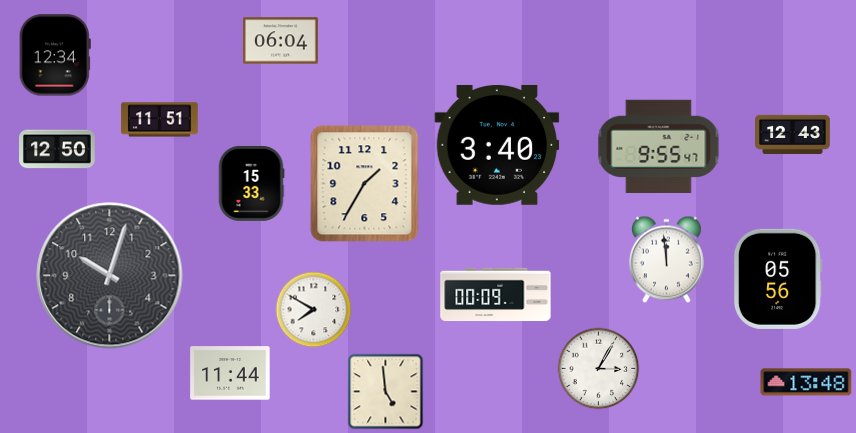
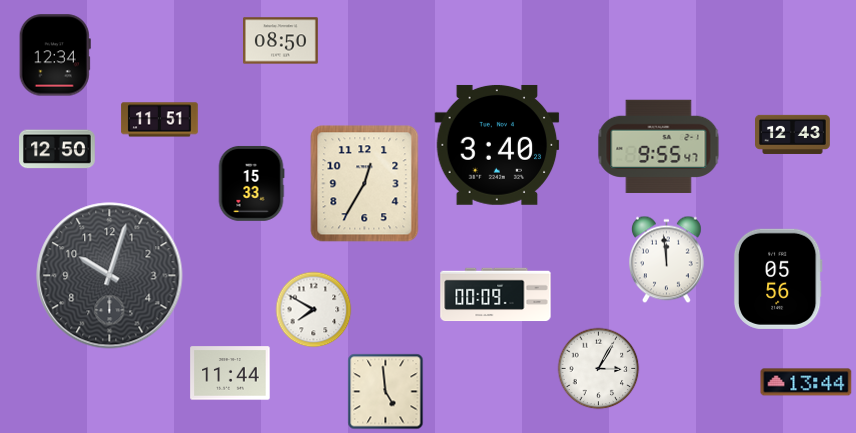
clock at (281, 41): 06:04 -> 08:50
clock at (365, 184): 1:35 -> 12:35
clock at (806, 382): 13:48 -> 13:44
